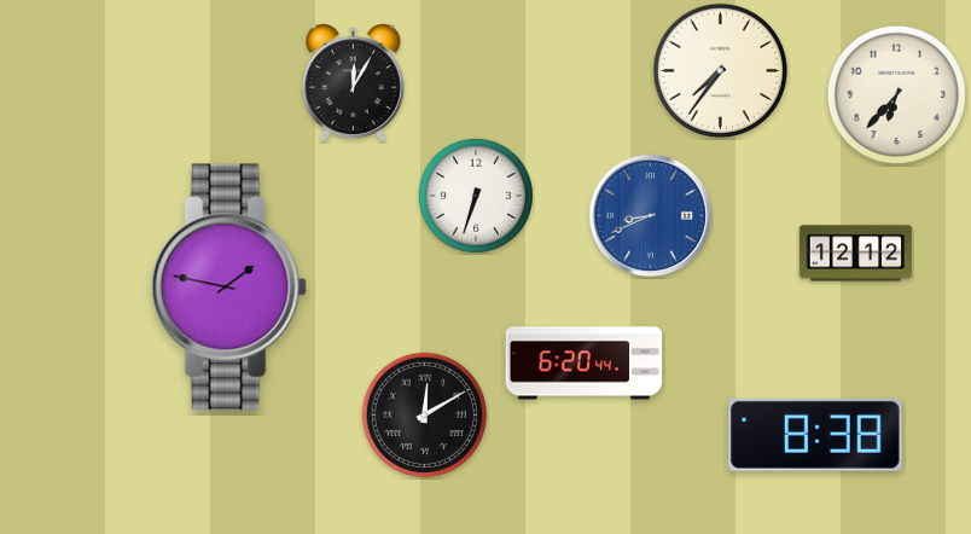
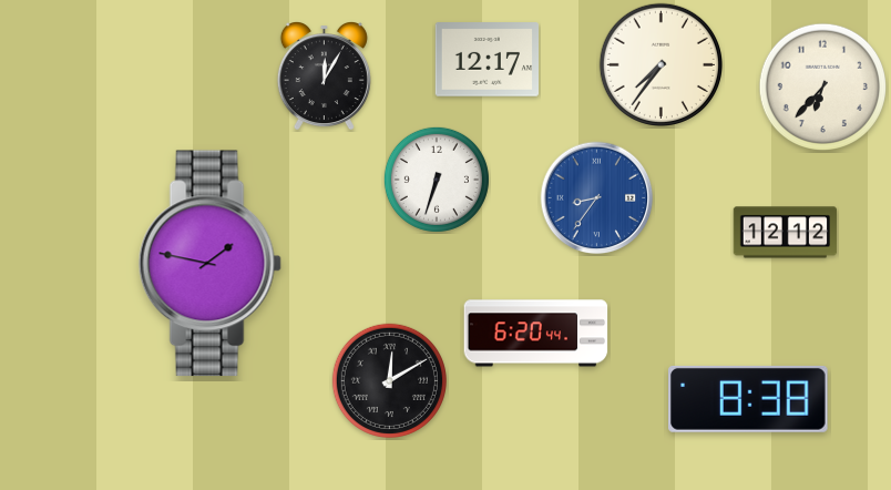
clock at (487, 60): none -> 12:17
clock at (651, 216): 8:41 -> 8:36
